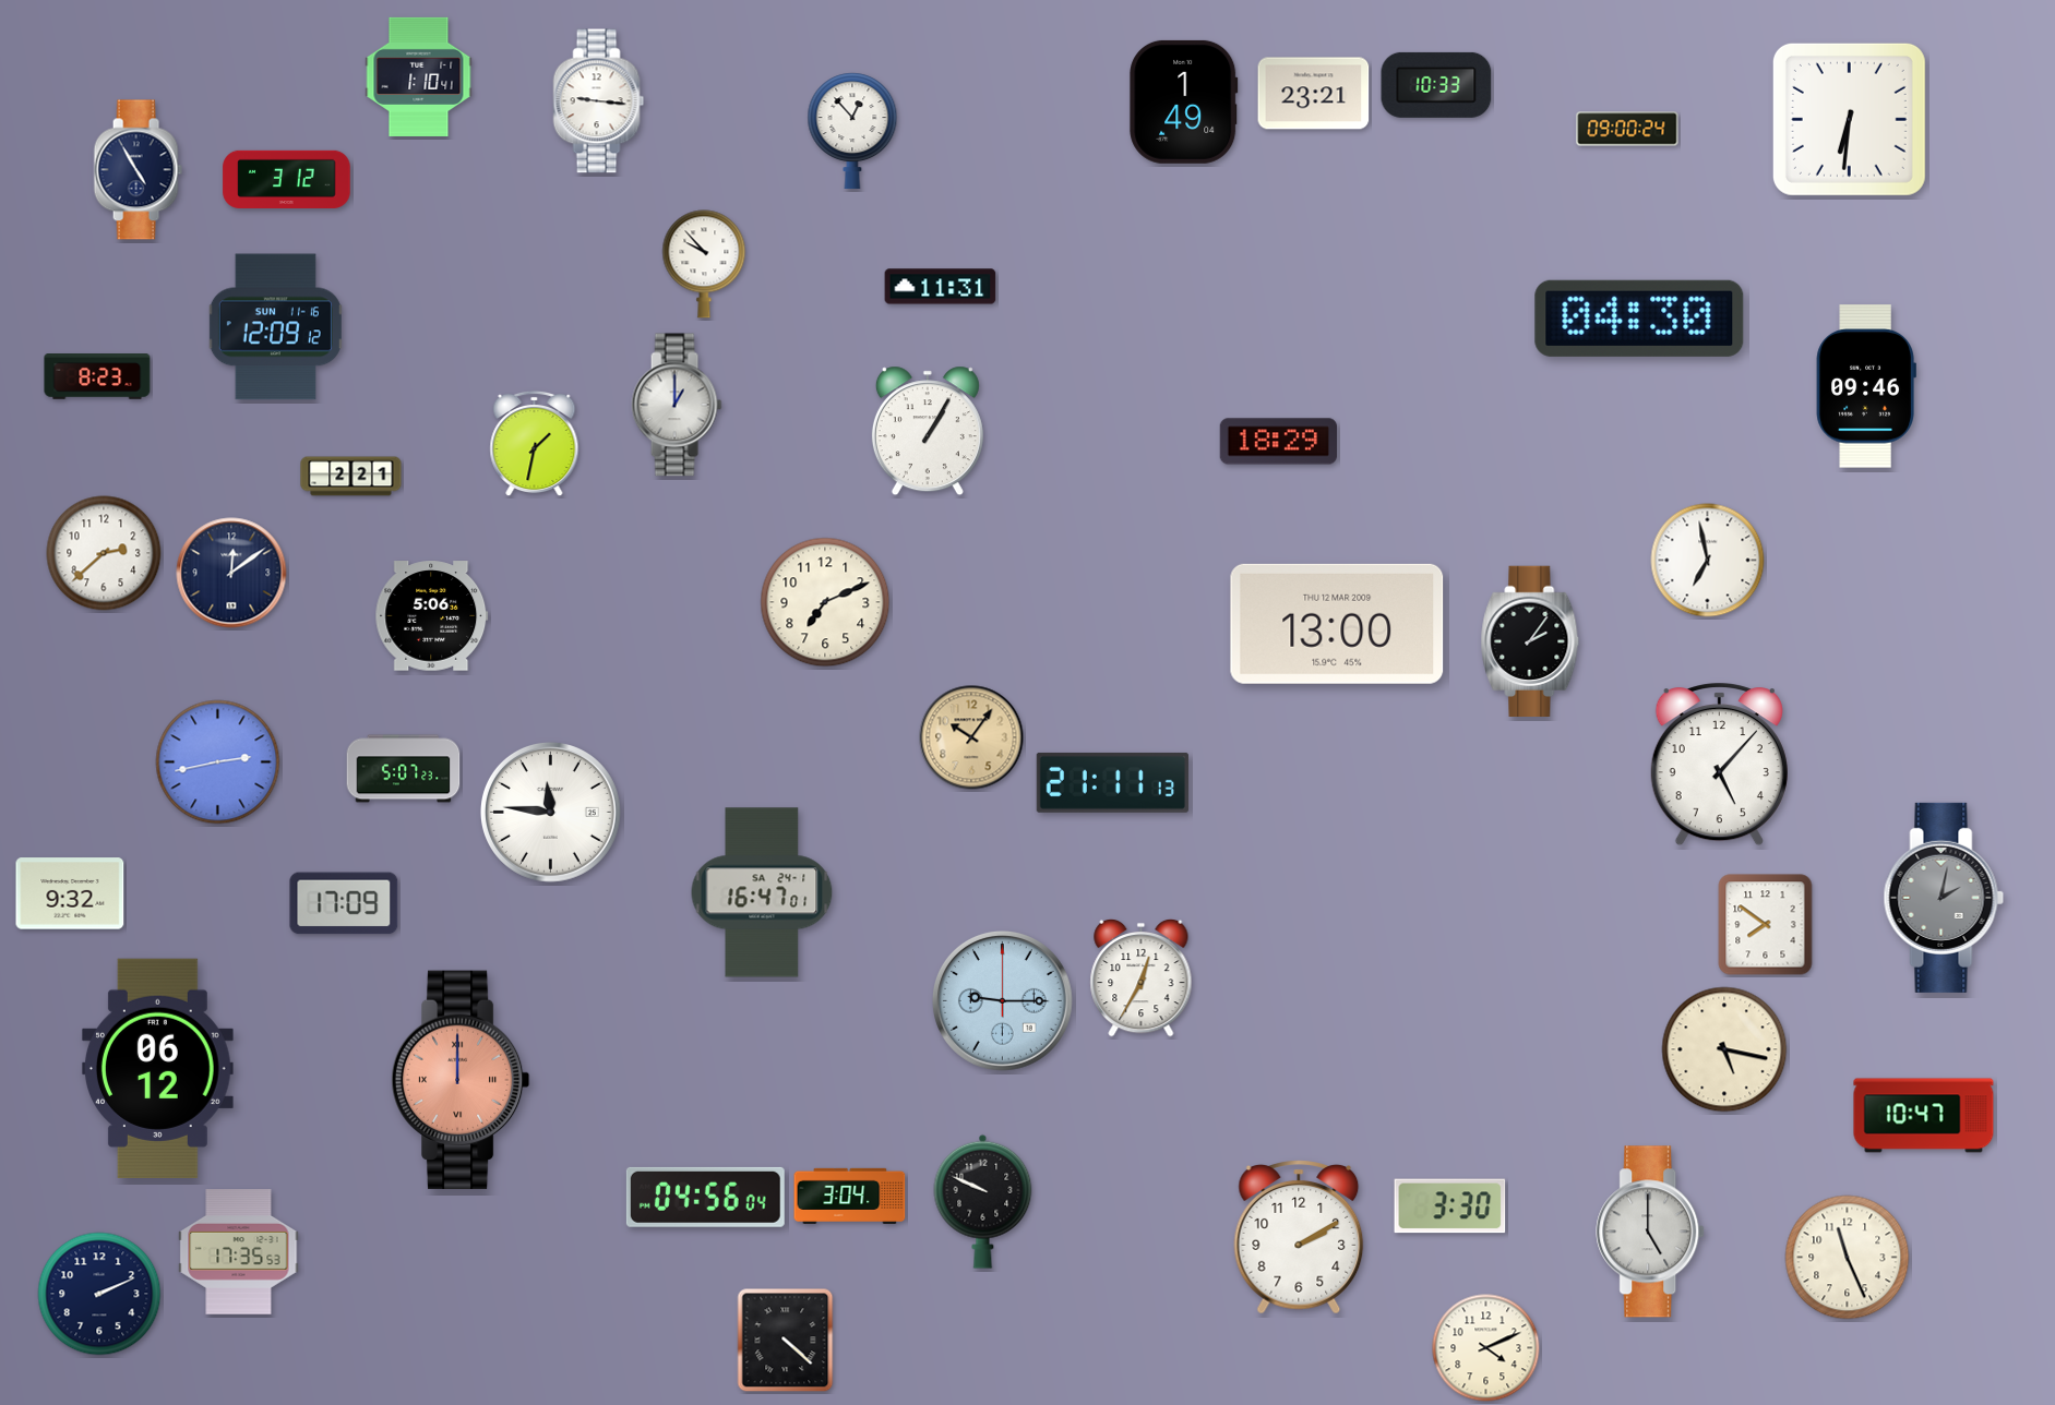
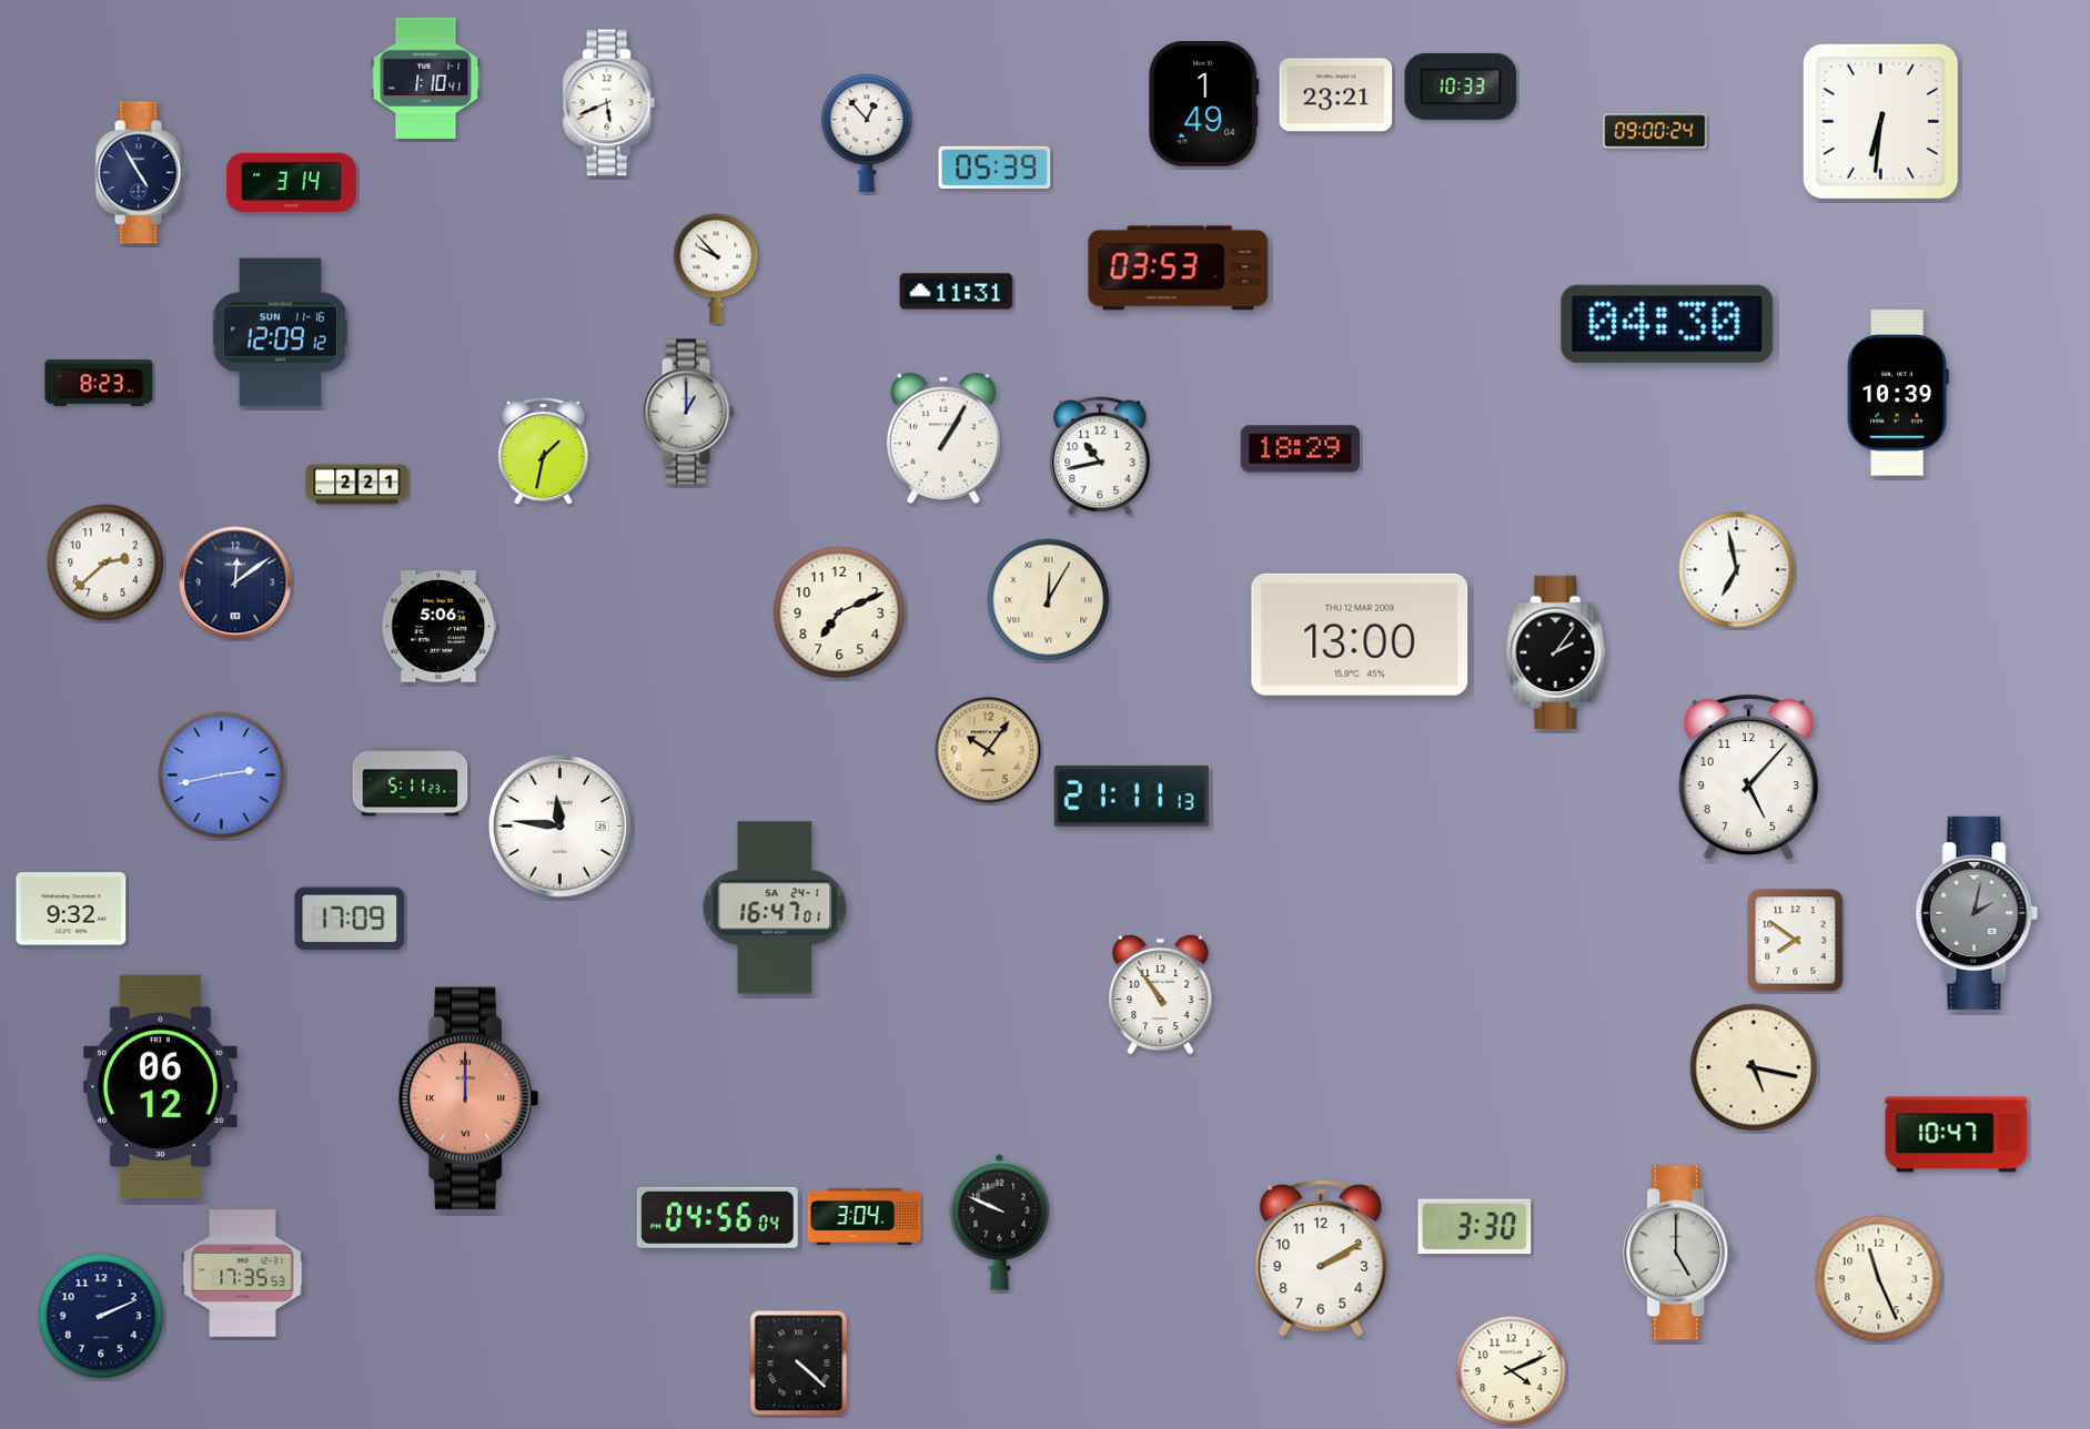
clock at (599, 101): 9:16 -> 5:41
clock at (994, 168): none -> 05:39
clock at (287, 179): 3:12 -> 3:14
clock at (1179, 268): none -> 03:53
clock at (1866, 386): 09:46 -> 10:39
clock at (1100, 456): none -> 10:43
clock at (1049, 600): none -> 12:05
clock at (404, 769): 5:07 -> 5:11
clock at (1142, 977): 12:35 -> 10:54
clock at (1002, 1000): 9:15 -> none
